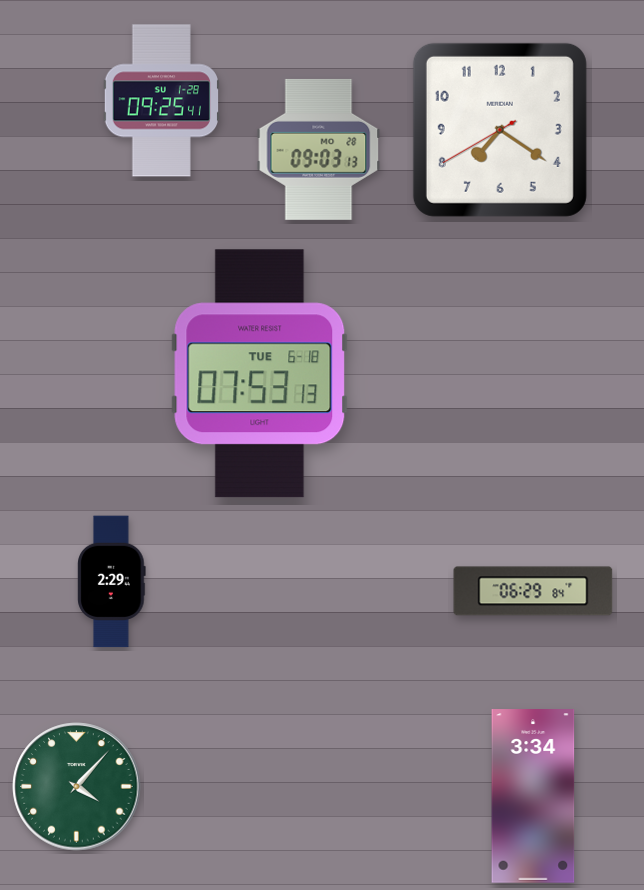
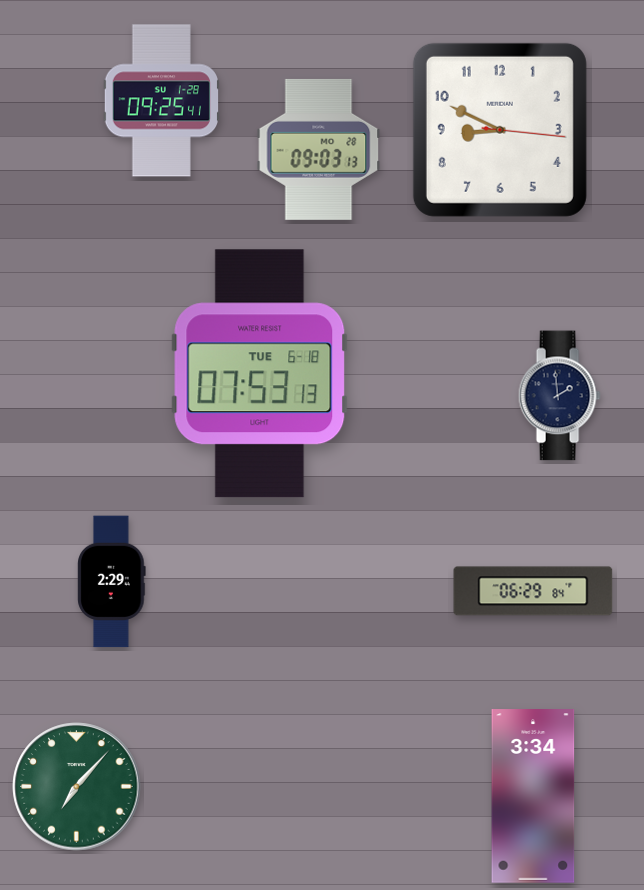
clock at (500, 130): 7:20 -> 8:49
clock at (559, 396): none -> 1:59
clock at (77, 787): 4:07 -> 7:07
